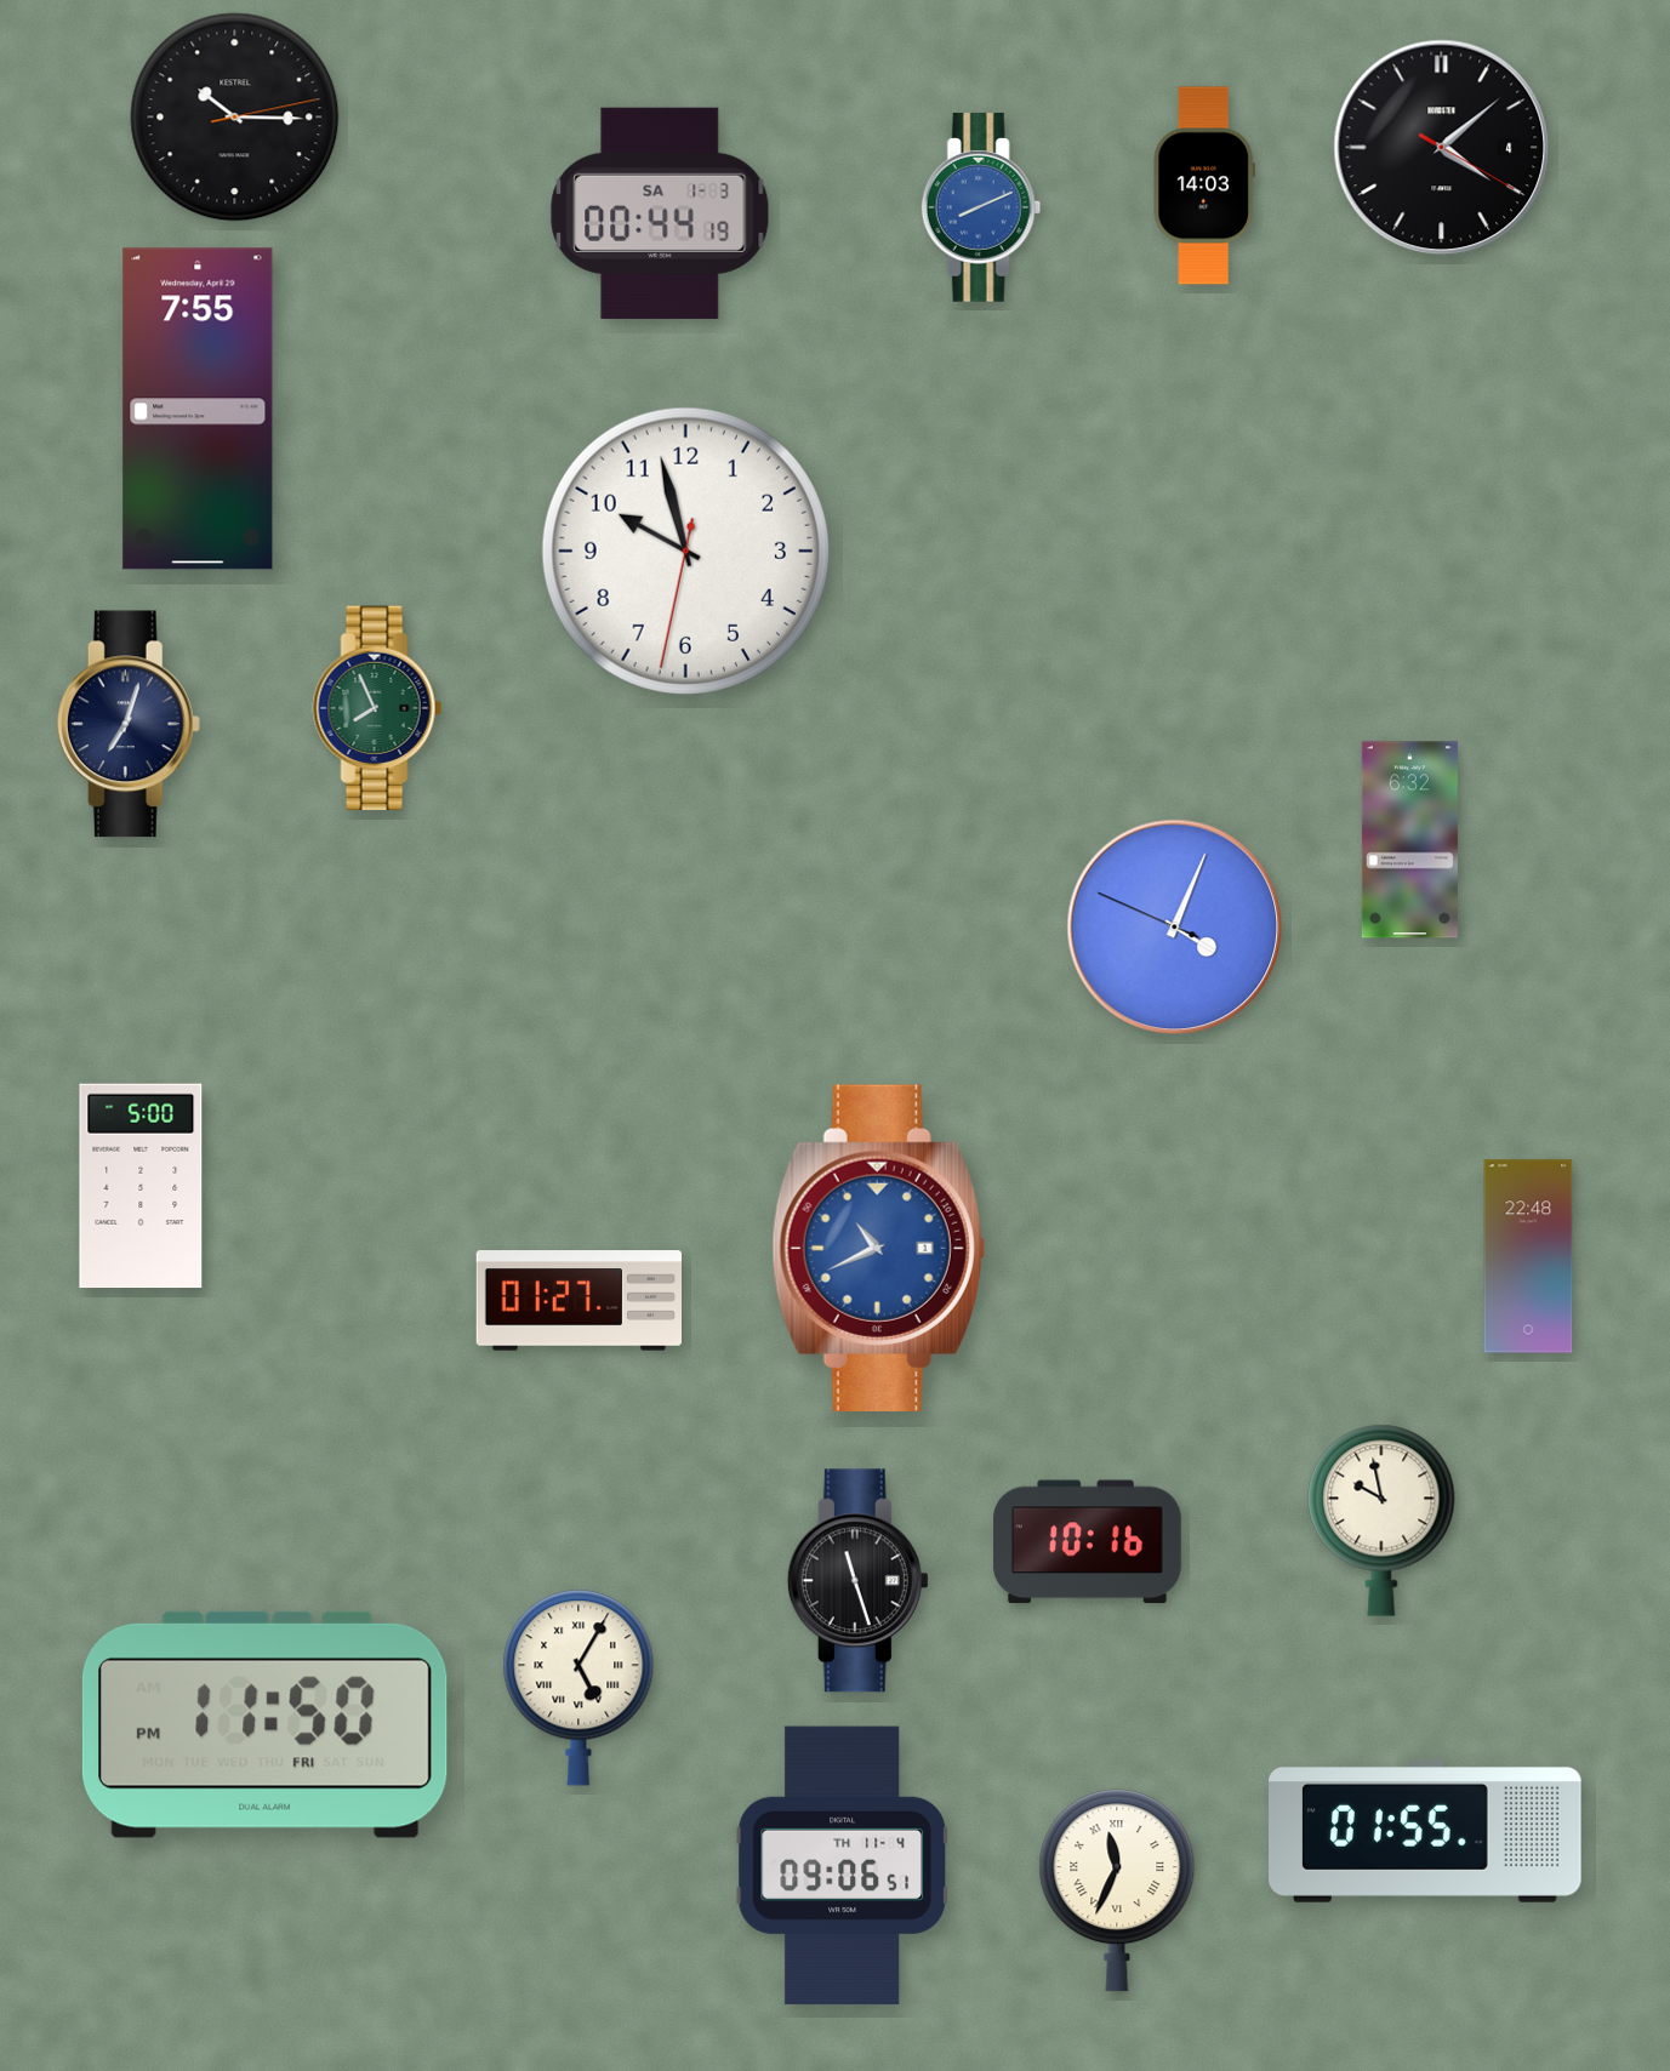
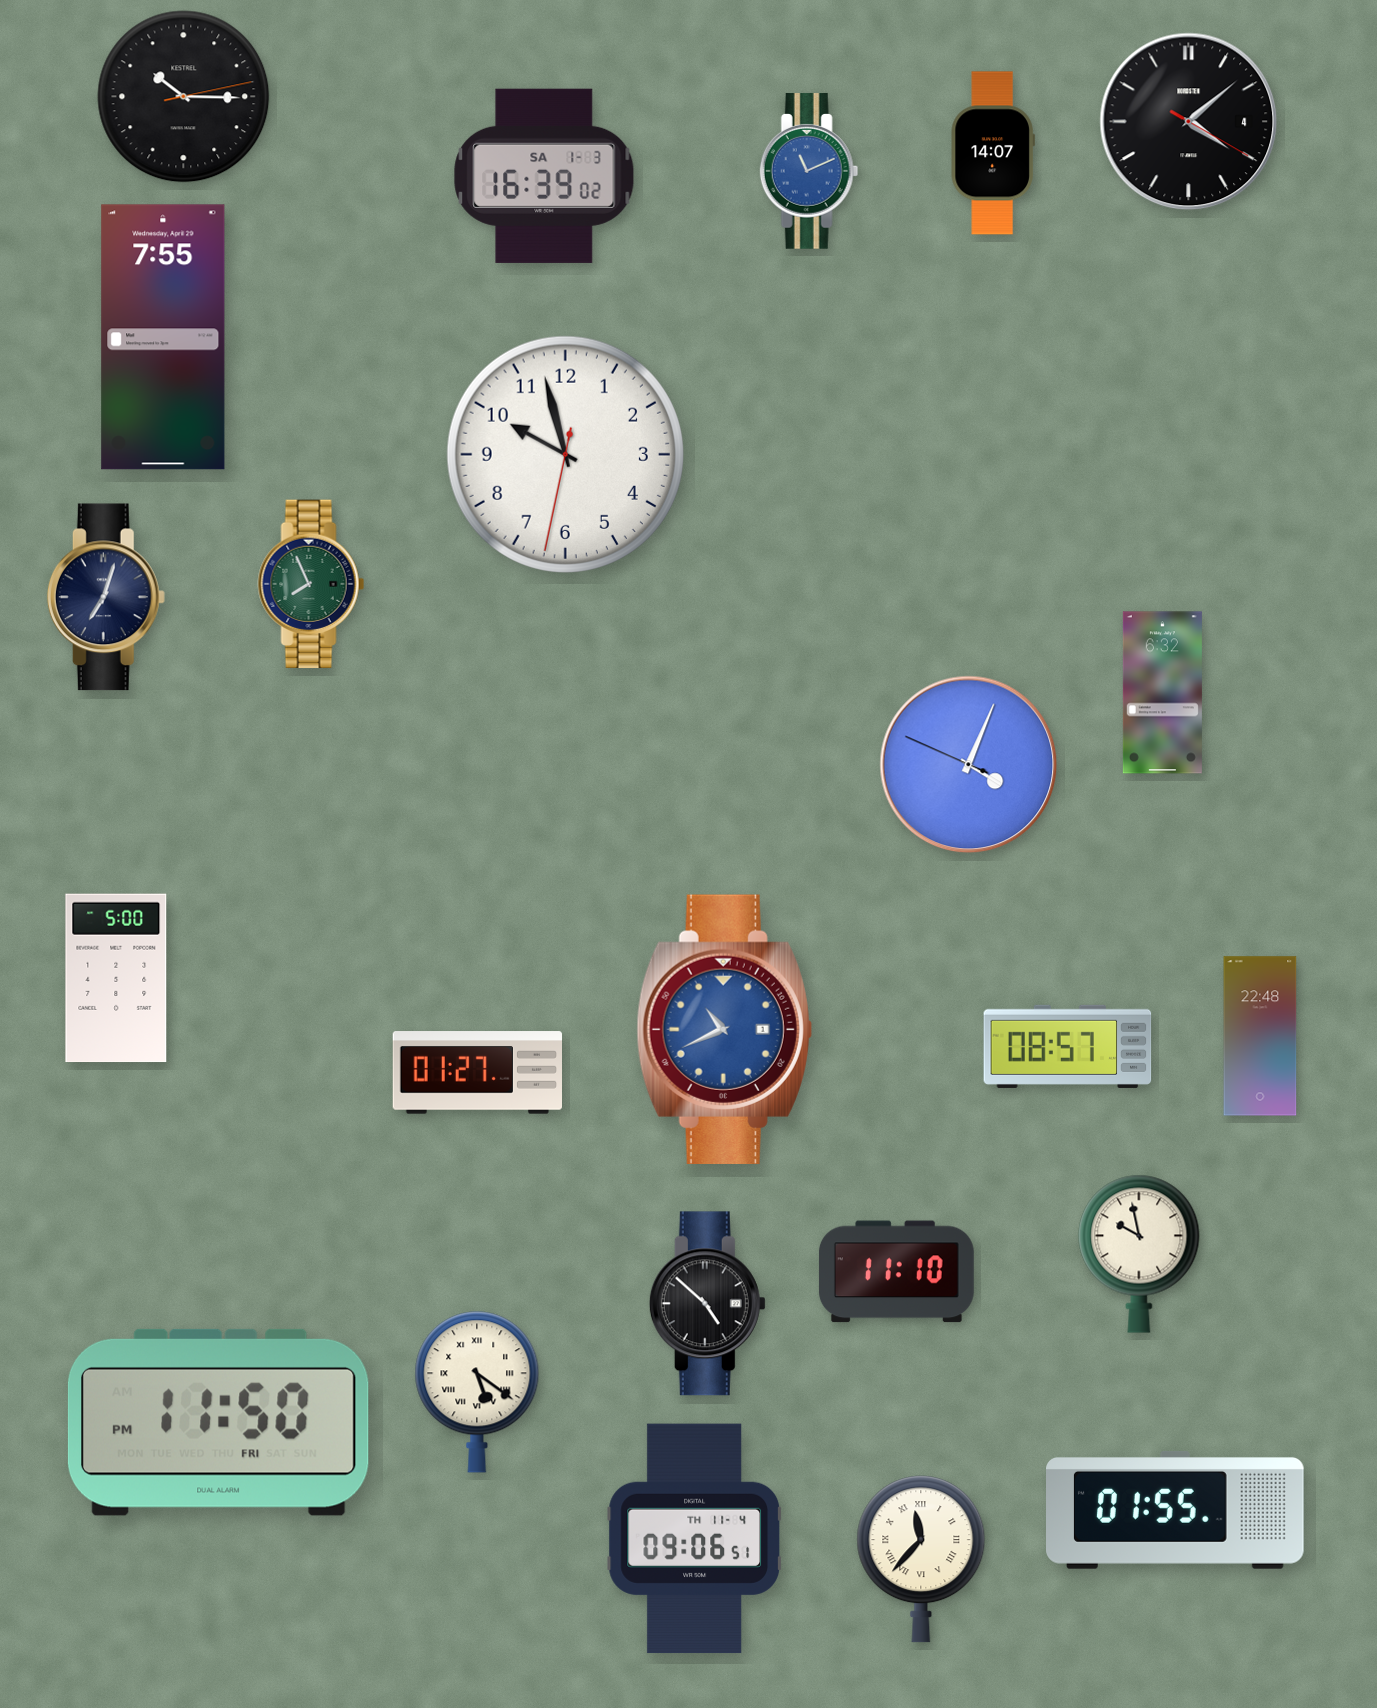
clock at (235, 118) position: (235, 118) -> (184, 97)
clock at (1204, 186): 14:03 -> 14:07
clock at (981, 207): 8:11 -> 11:11
clock at (660, 213): 00:44 -> 16:39
clock at (1068, 1046): none -> 08:57
clock at (1087, 1542): 10:16 -> 11:10
clock at (857, 1581): 11:27 -> 4:52
clock at (578, 1688): 5:05 -> 5:21
clock at (1117, 1890): 11:34 -> 11:37
